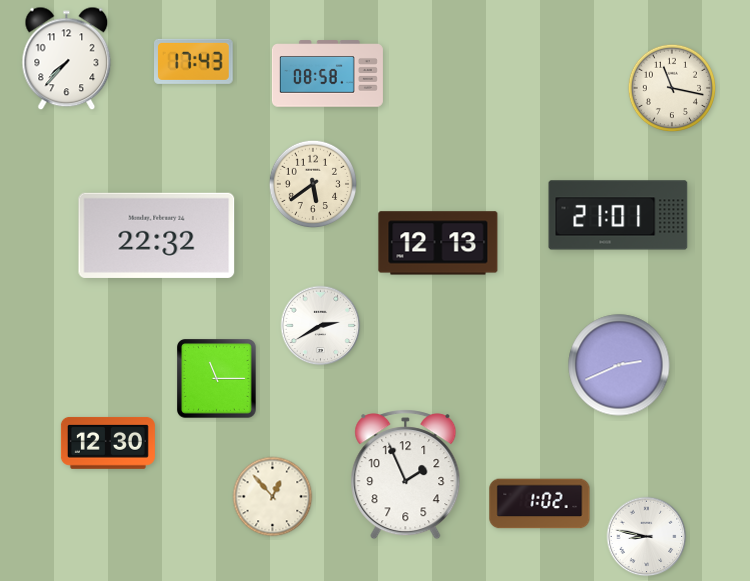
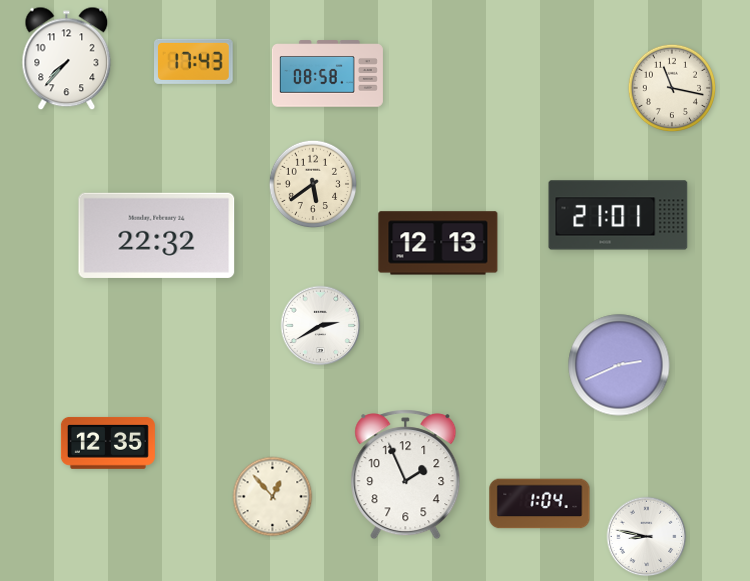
clock at (217, 379): 11:15 -> none
clock at (108, 443): 12:30 -> 12:35
clock at (540, 504): 1:02 -> 1:04
